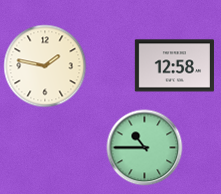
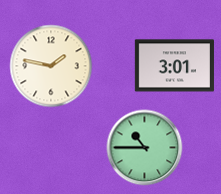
clock at (45, 66) position: (45, 66) -> (51, 66)
clock at (174, 66): 12:58 -> 3:01
